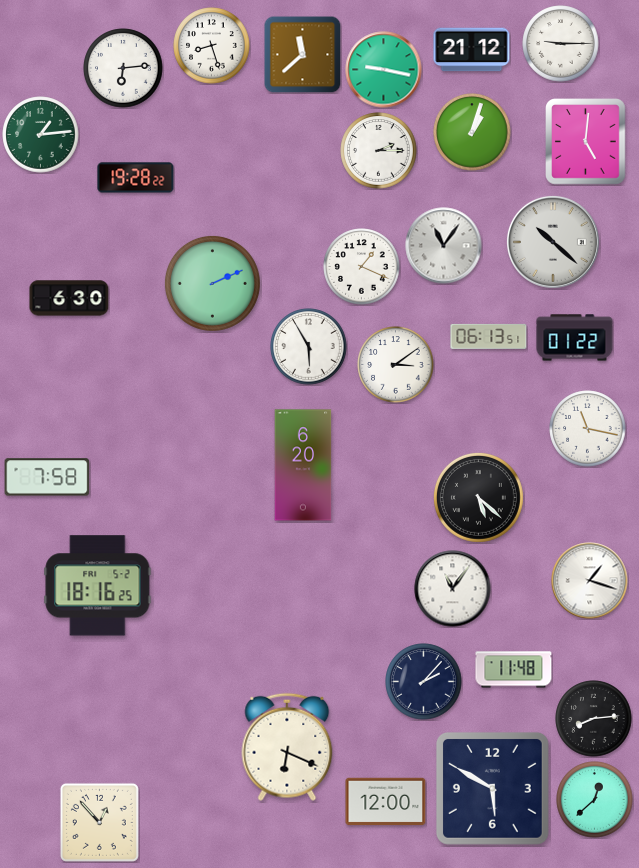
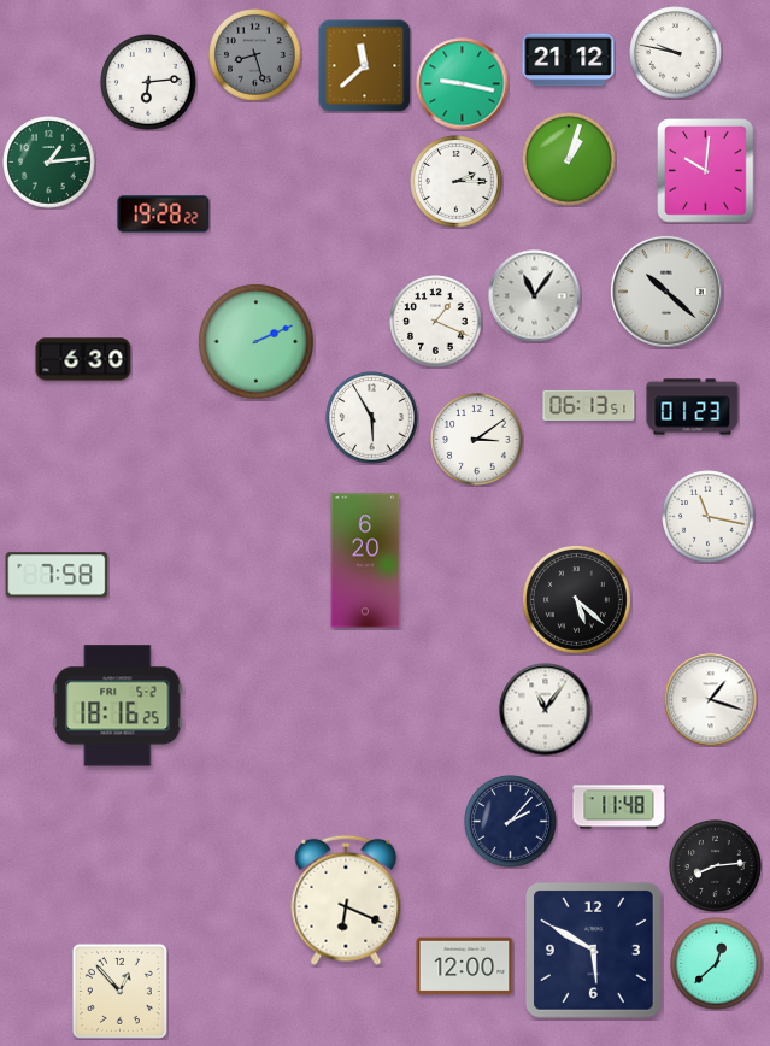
clock at (561, 44): 9:15 -> 9:47
clock at (212, 46) dial: white -> grey
clock at (586, 142): 5:01 -> 10:01
clock at (575, 338): 01:22 -> 01:23
